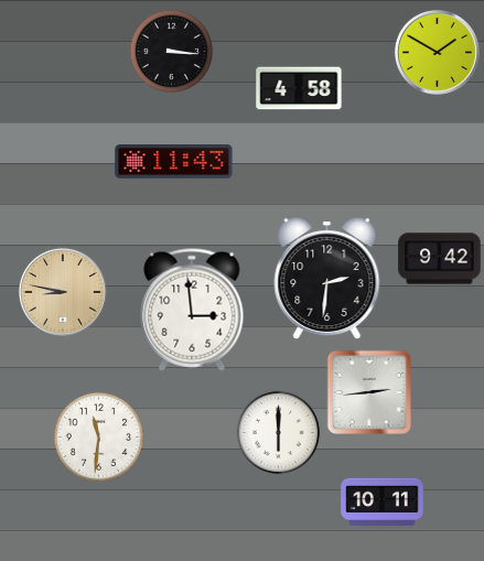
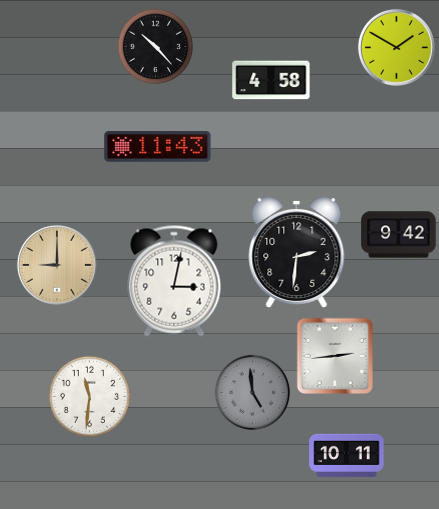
clock at (172, 52): 3:16 -> 10:23
clock at (63, 292): 8:47 -> 9:00
clock at (192, 310): 2:59 -> 3:02
clock at (279, 433): 6:00 -> 4:59
clock at (279, 433) dial: white -> grey
